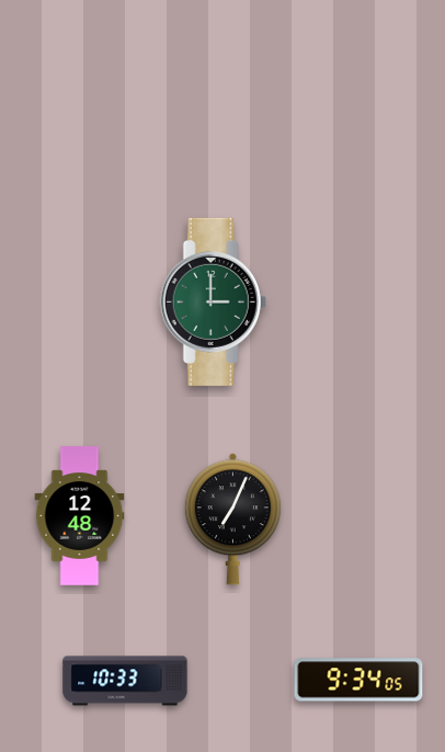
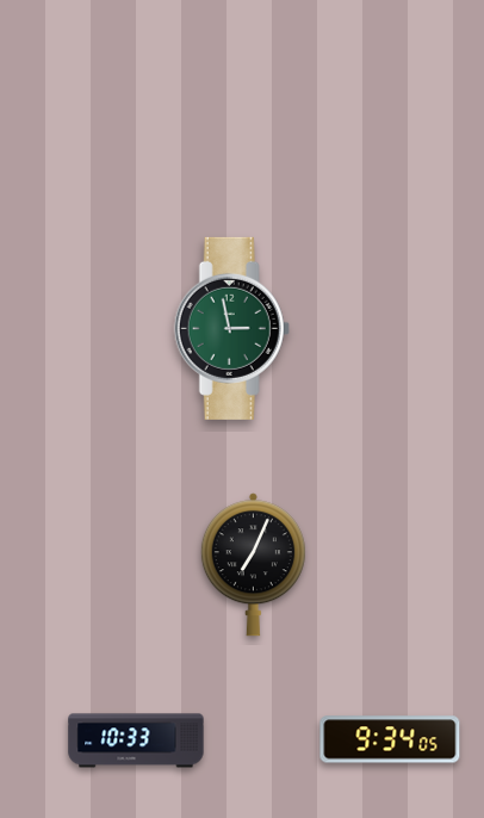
clock at (213, 301): 3:00 -> 2:58
clock at (80, 516): 12:48 -> none
